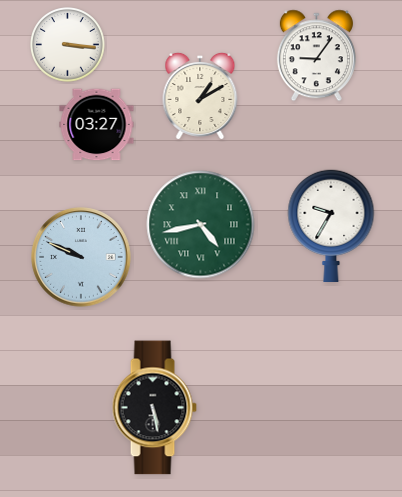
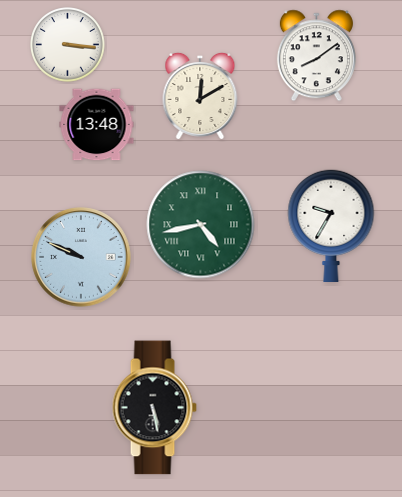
clock at (316, 56): 9:06 -> 8:09
clock at (200, 96): 1:10 -> 12:10
clock at (97, 125): 03:27 -> 13:48
